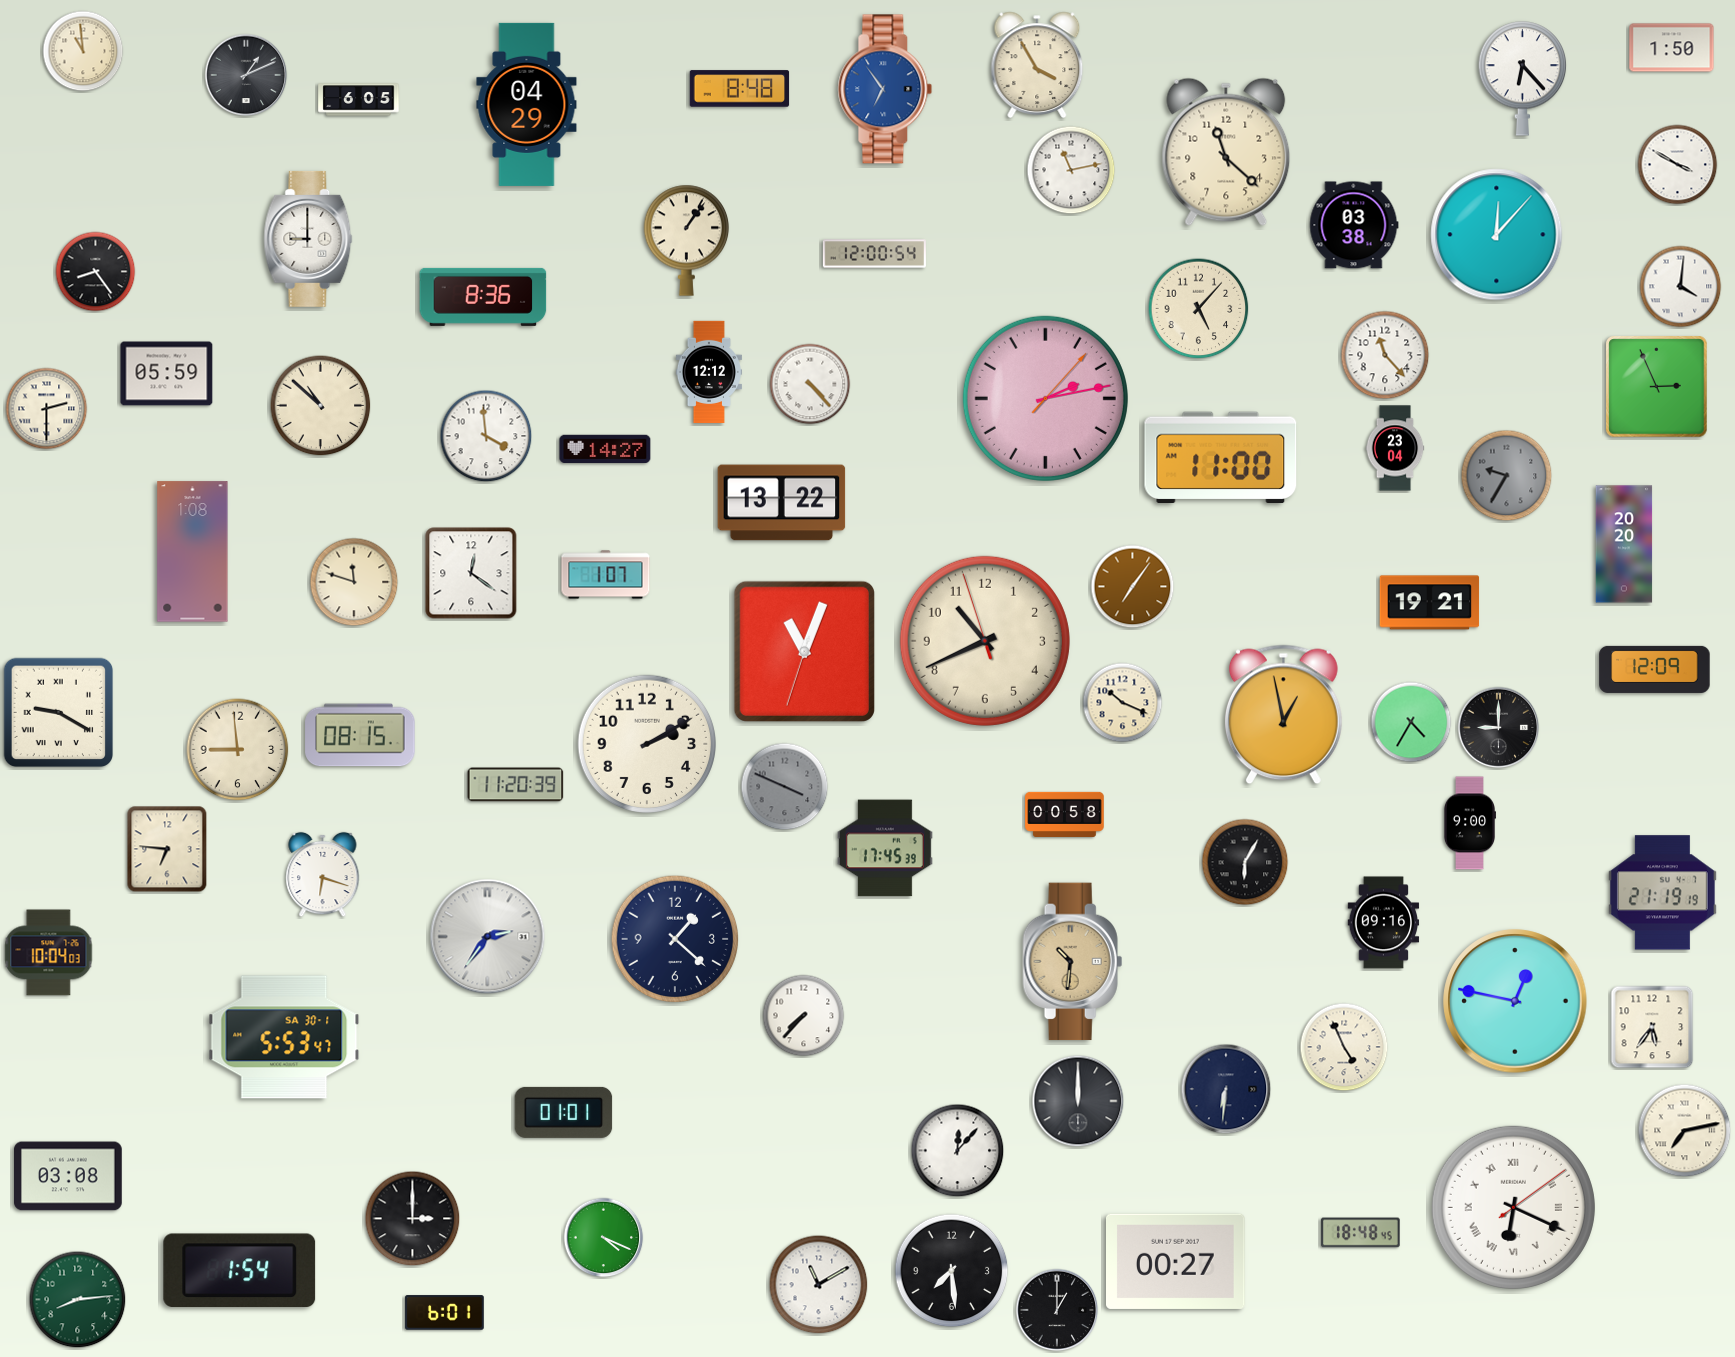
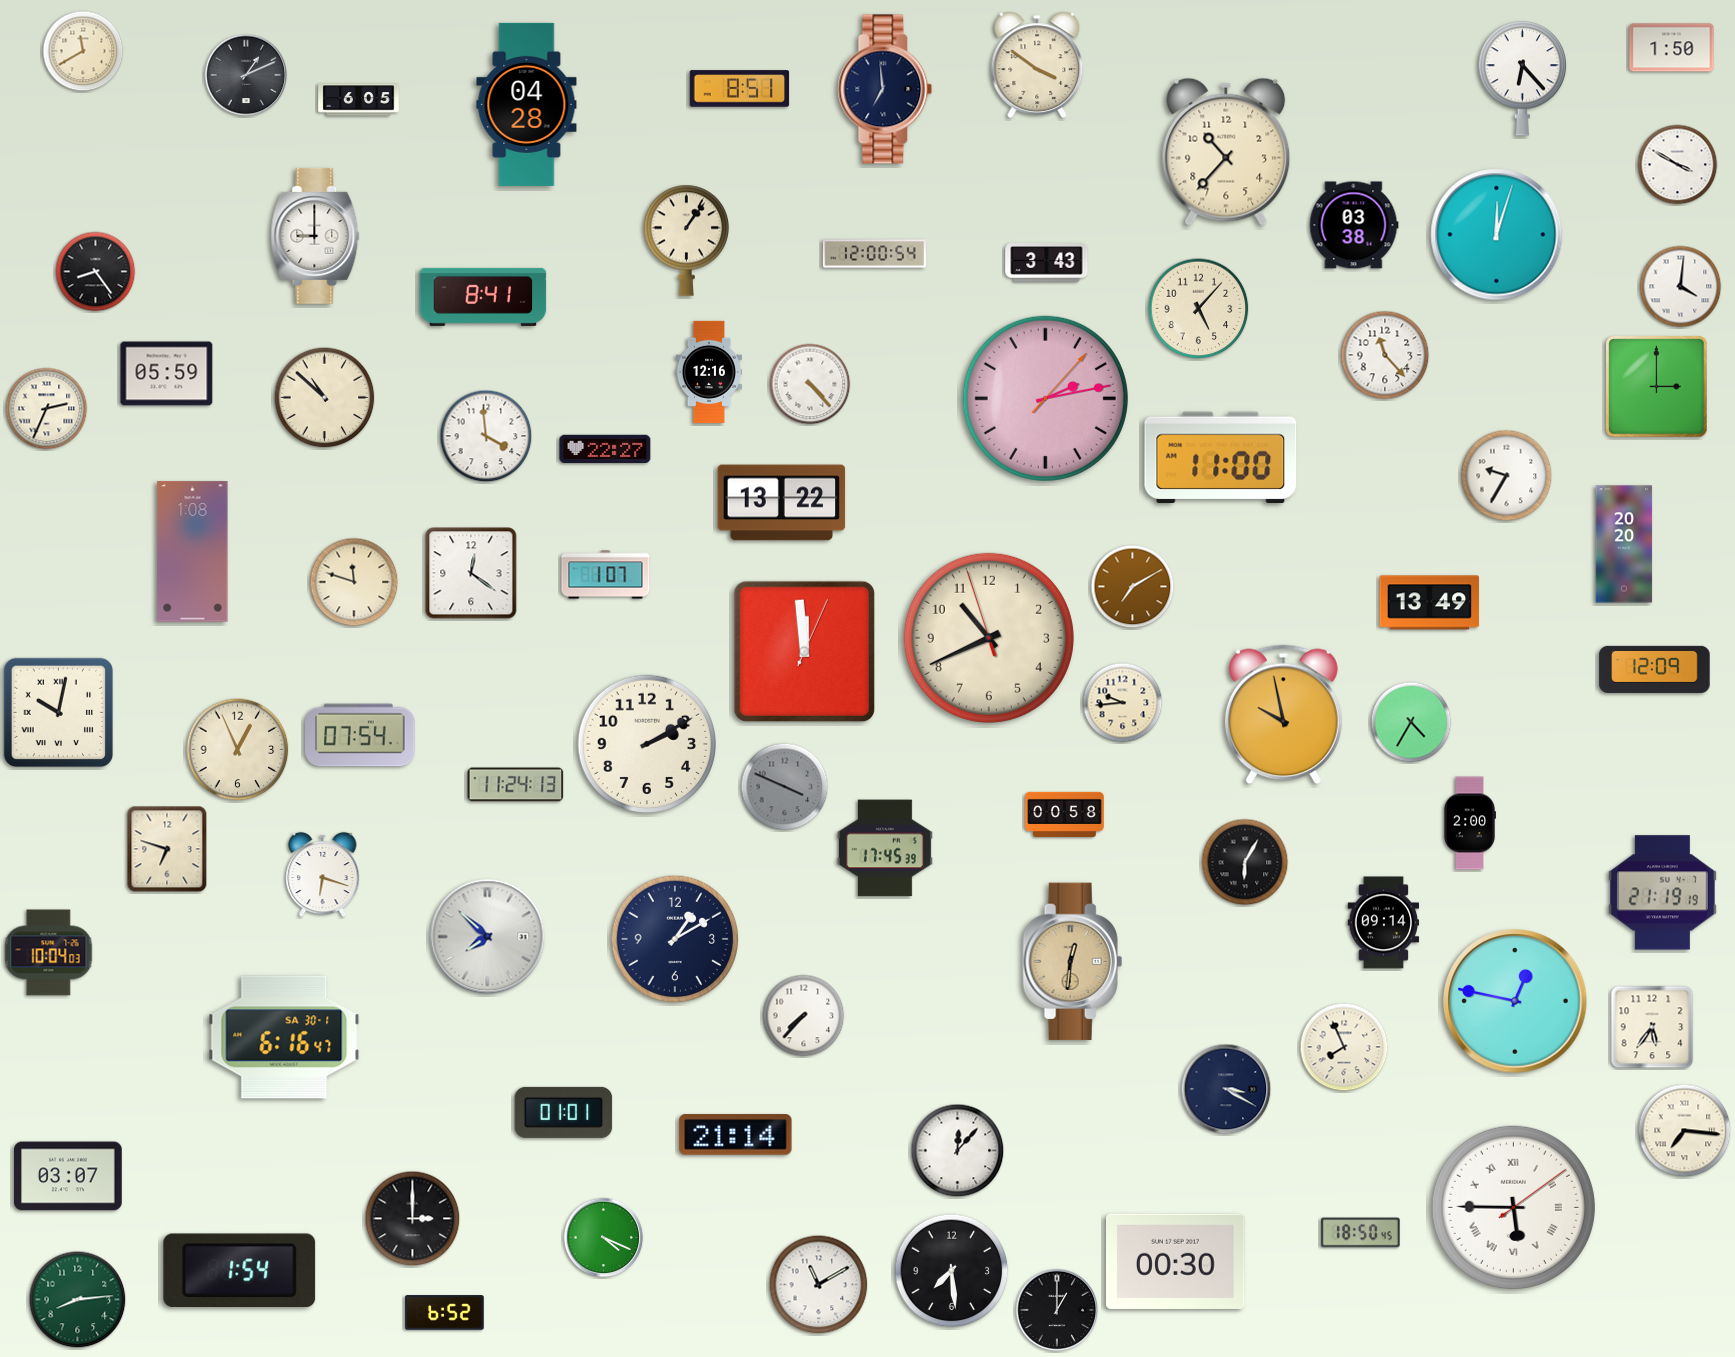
clock at (83, 51): 10:59 -> 11:40
clock at (1037, 65): 3:55 -> 3:51
clock at (740, 89): 8:48 -> 8:51
clock at (885, 89): 6:54 -> 6:59
clock at (885, 89) dial: blue -> navy
clock at (527, 104): 04:29 -> 04:28
clock at (1226, 152): 11:22 -> 10:37
clock at (1071, 170): 11:13 -> none
clock at (1497, 235): 12:07 -> 12:03
clock at (308, 239) position: (308, 239) -> (315, 236)
clock at (1047, 263): none -> 3:43
clock at (483, 297): 8:36 -> 8:41
clock at (709, 371): 12:12 -> 12:16
clock at (1657, 387): 2:56 -> 3:00
clock at (321, 406) position: (321, 406) -> (325, 398)
clock at (47, 409): 2:30 -> 2:34
clock at (605, 448): 14:27 -> 22:27
clock at (1395, 448): 23:04 -> none
clock at (1507, 476) dial: grey -> white
clock at (1133, 587): 7:06 -> 7:10
clock at (1430, 603): 19:21 -> 13:49
clock at (985, 641) position: (985, 641) -> (989, 638)
clock at (804, 651): 11:03 -> 11:59
clock at (1123, 703): 10:19 -> 9:44
clock at (59, 713): 9:20 -> 10:02
clock at (1283, 715): 12:58 -> 9:58
clock at (1499, 728): 9:00 -> none
clock at (360, 735): 08:15 -> 07:54
clock at (238, 750): 8:59 -> 12:56
clock at (516, 785): 11:20 -> 11:24
clock at (1469, 823): 9:00 -> 2:00
clock at (167, 849): 6:46 -> 6:48
clock at (1384, 923): 09:16 -> 09:14
clock at (488, 937): 2:36 -> 7:52
clock at (675, 939): 1:22 -> 1:10
clock at (1073, 962): 10:31 -> 12:31
clock at (284, 1037): 5:53 -> 6:16
clock at (1344, 1047): 4:56 -> 7:56
clock at (1226, 1089): 6:31 -> 3:20
clock at (1078, 1101): 12:00 -> none
clock at (1685, 1131): 7:13 -> 7:16
clock at (736, 1135): none -> 21:14
clock at (69, 1176): 03:08 -> 03:07
clock at (1513, 1207): 6:19 -> 5:45
clock at (1361, 1233): 18:48 -> 18:50
clock at (1176, 1261): 00:27 -> 00:30
clock at (445, 1313): 6:01 -> 6:52
